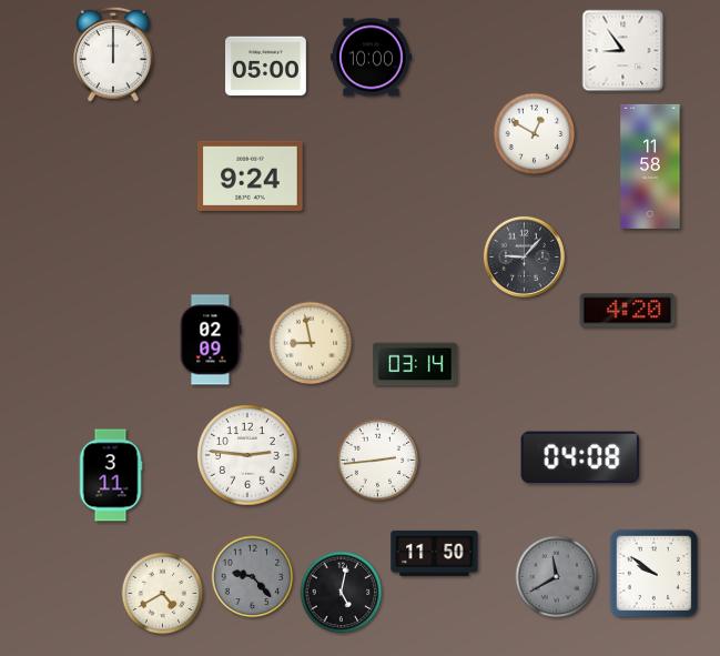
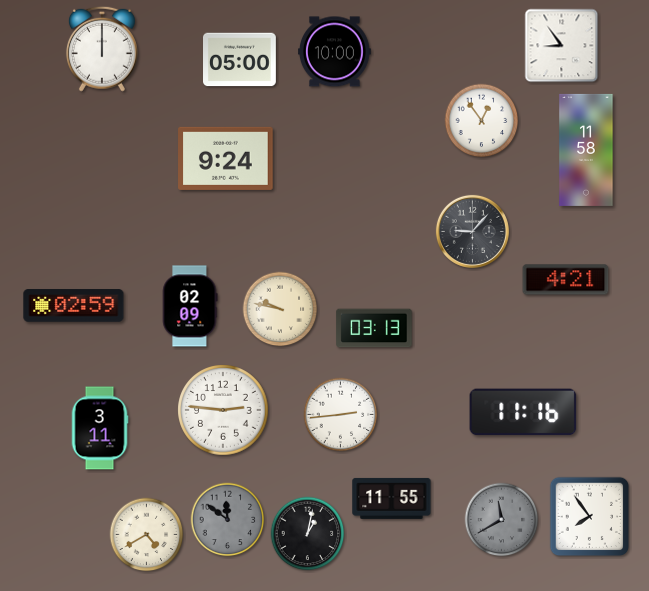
clock at (535, 134): 12:50 -> 12:54
clock at (628, 311): 4:20 -> 4:21
clock at (74, 306): none -> 02:59
clock at (311, 343): 8:58 -> 9:47
clock at (415, 364): 03:14 -> 03:13
clock at (580, 457): 04:08 -> 11:16
clock at (435, 553): 11:50 -> 11:55
clock at (655, 574): 9:51 -> 7:54
clock at (253, 577): 9:23 -> 11:51
clock at (342, 593): 5:02 -> 1:02
